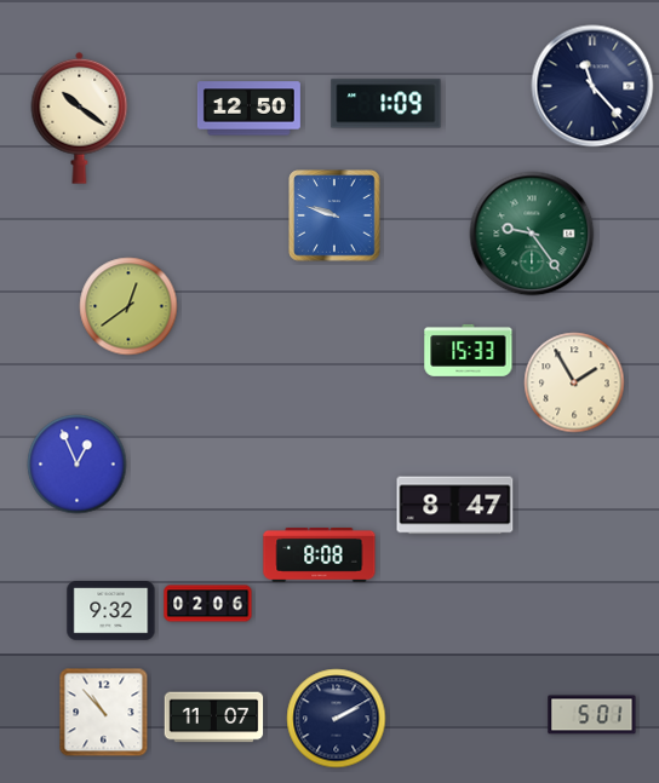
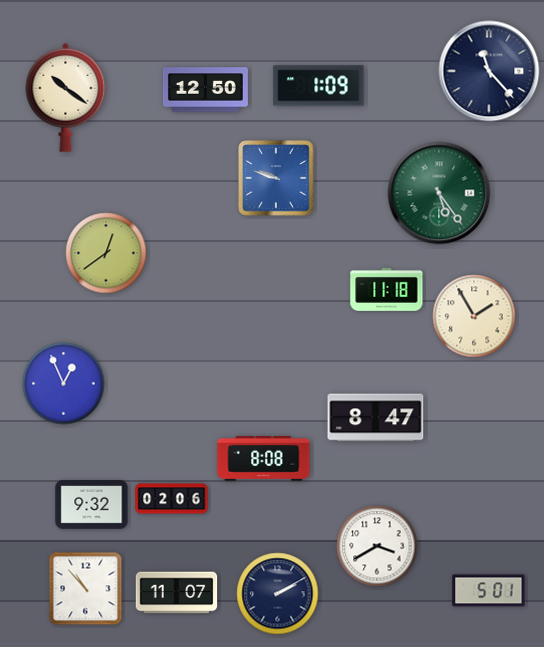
clock at (532, 234): 9:24 -> 5:24
clock at (469, 350): 15:33 -> 11:18
clock at (377, 546): none -> 3:40
